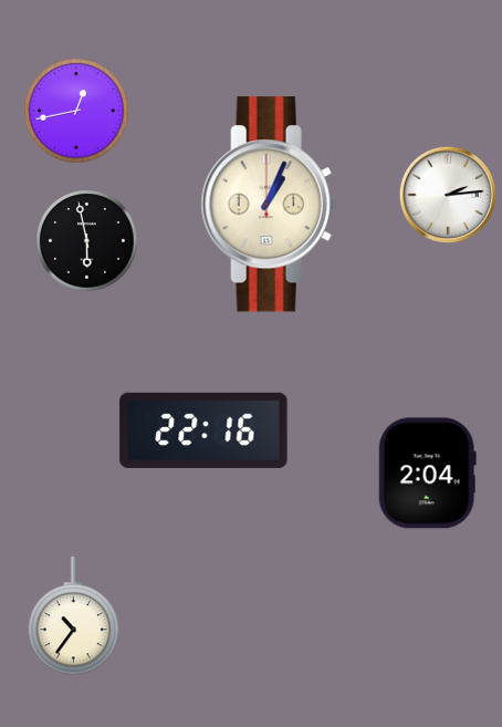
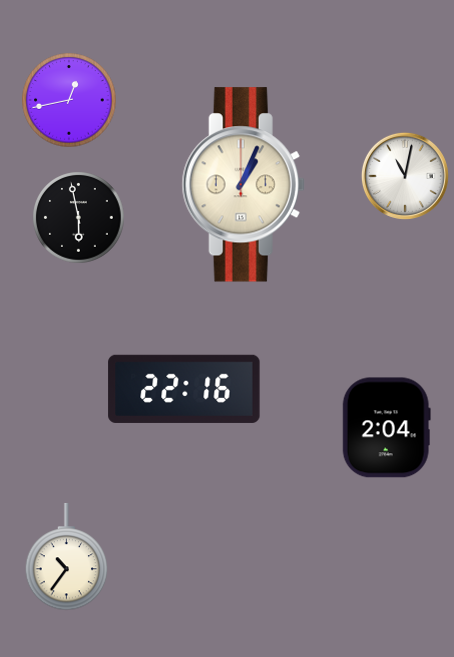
clock at (448, 195): 2:14 -> 11:02
